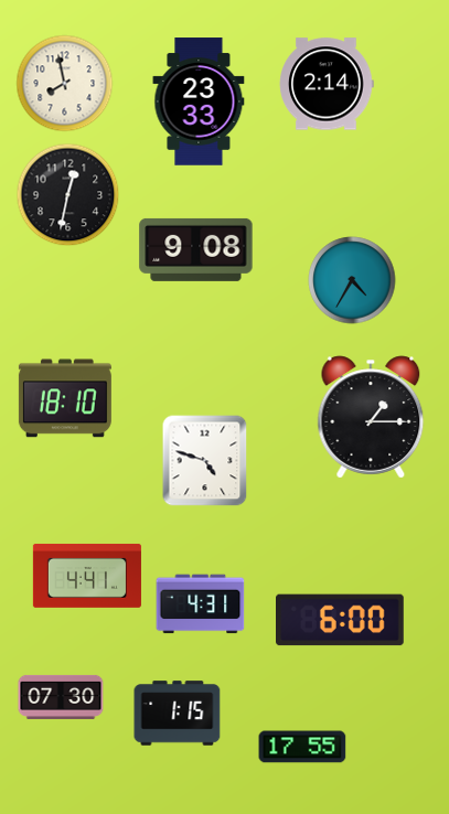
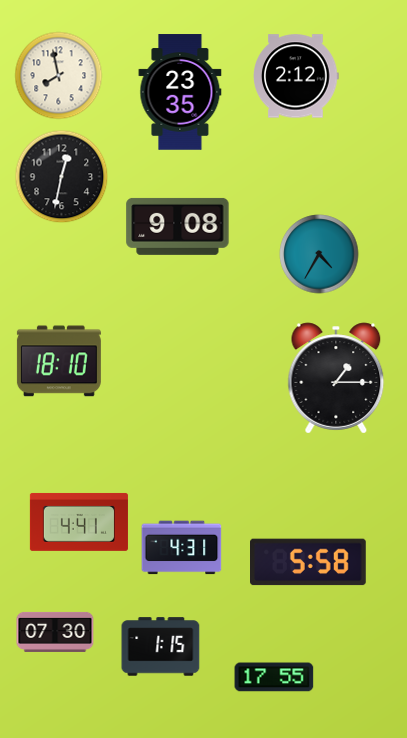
clock at (327, 84): 2:14 -> 2:12
clock at (199, 101): 23:33 -> 23:35
clock at (205, 461): 4:48 -> none
clock at (341, 620): 6:00 -> 5:58
